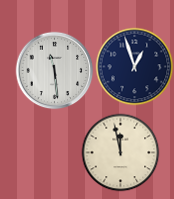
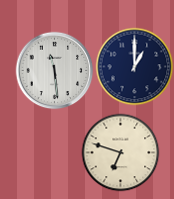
clock at (134, 66): 12:57 -> 1:00
clock at (120, 152): 11:58 -> 6:48
